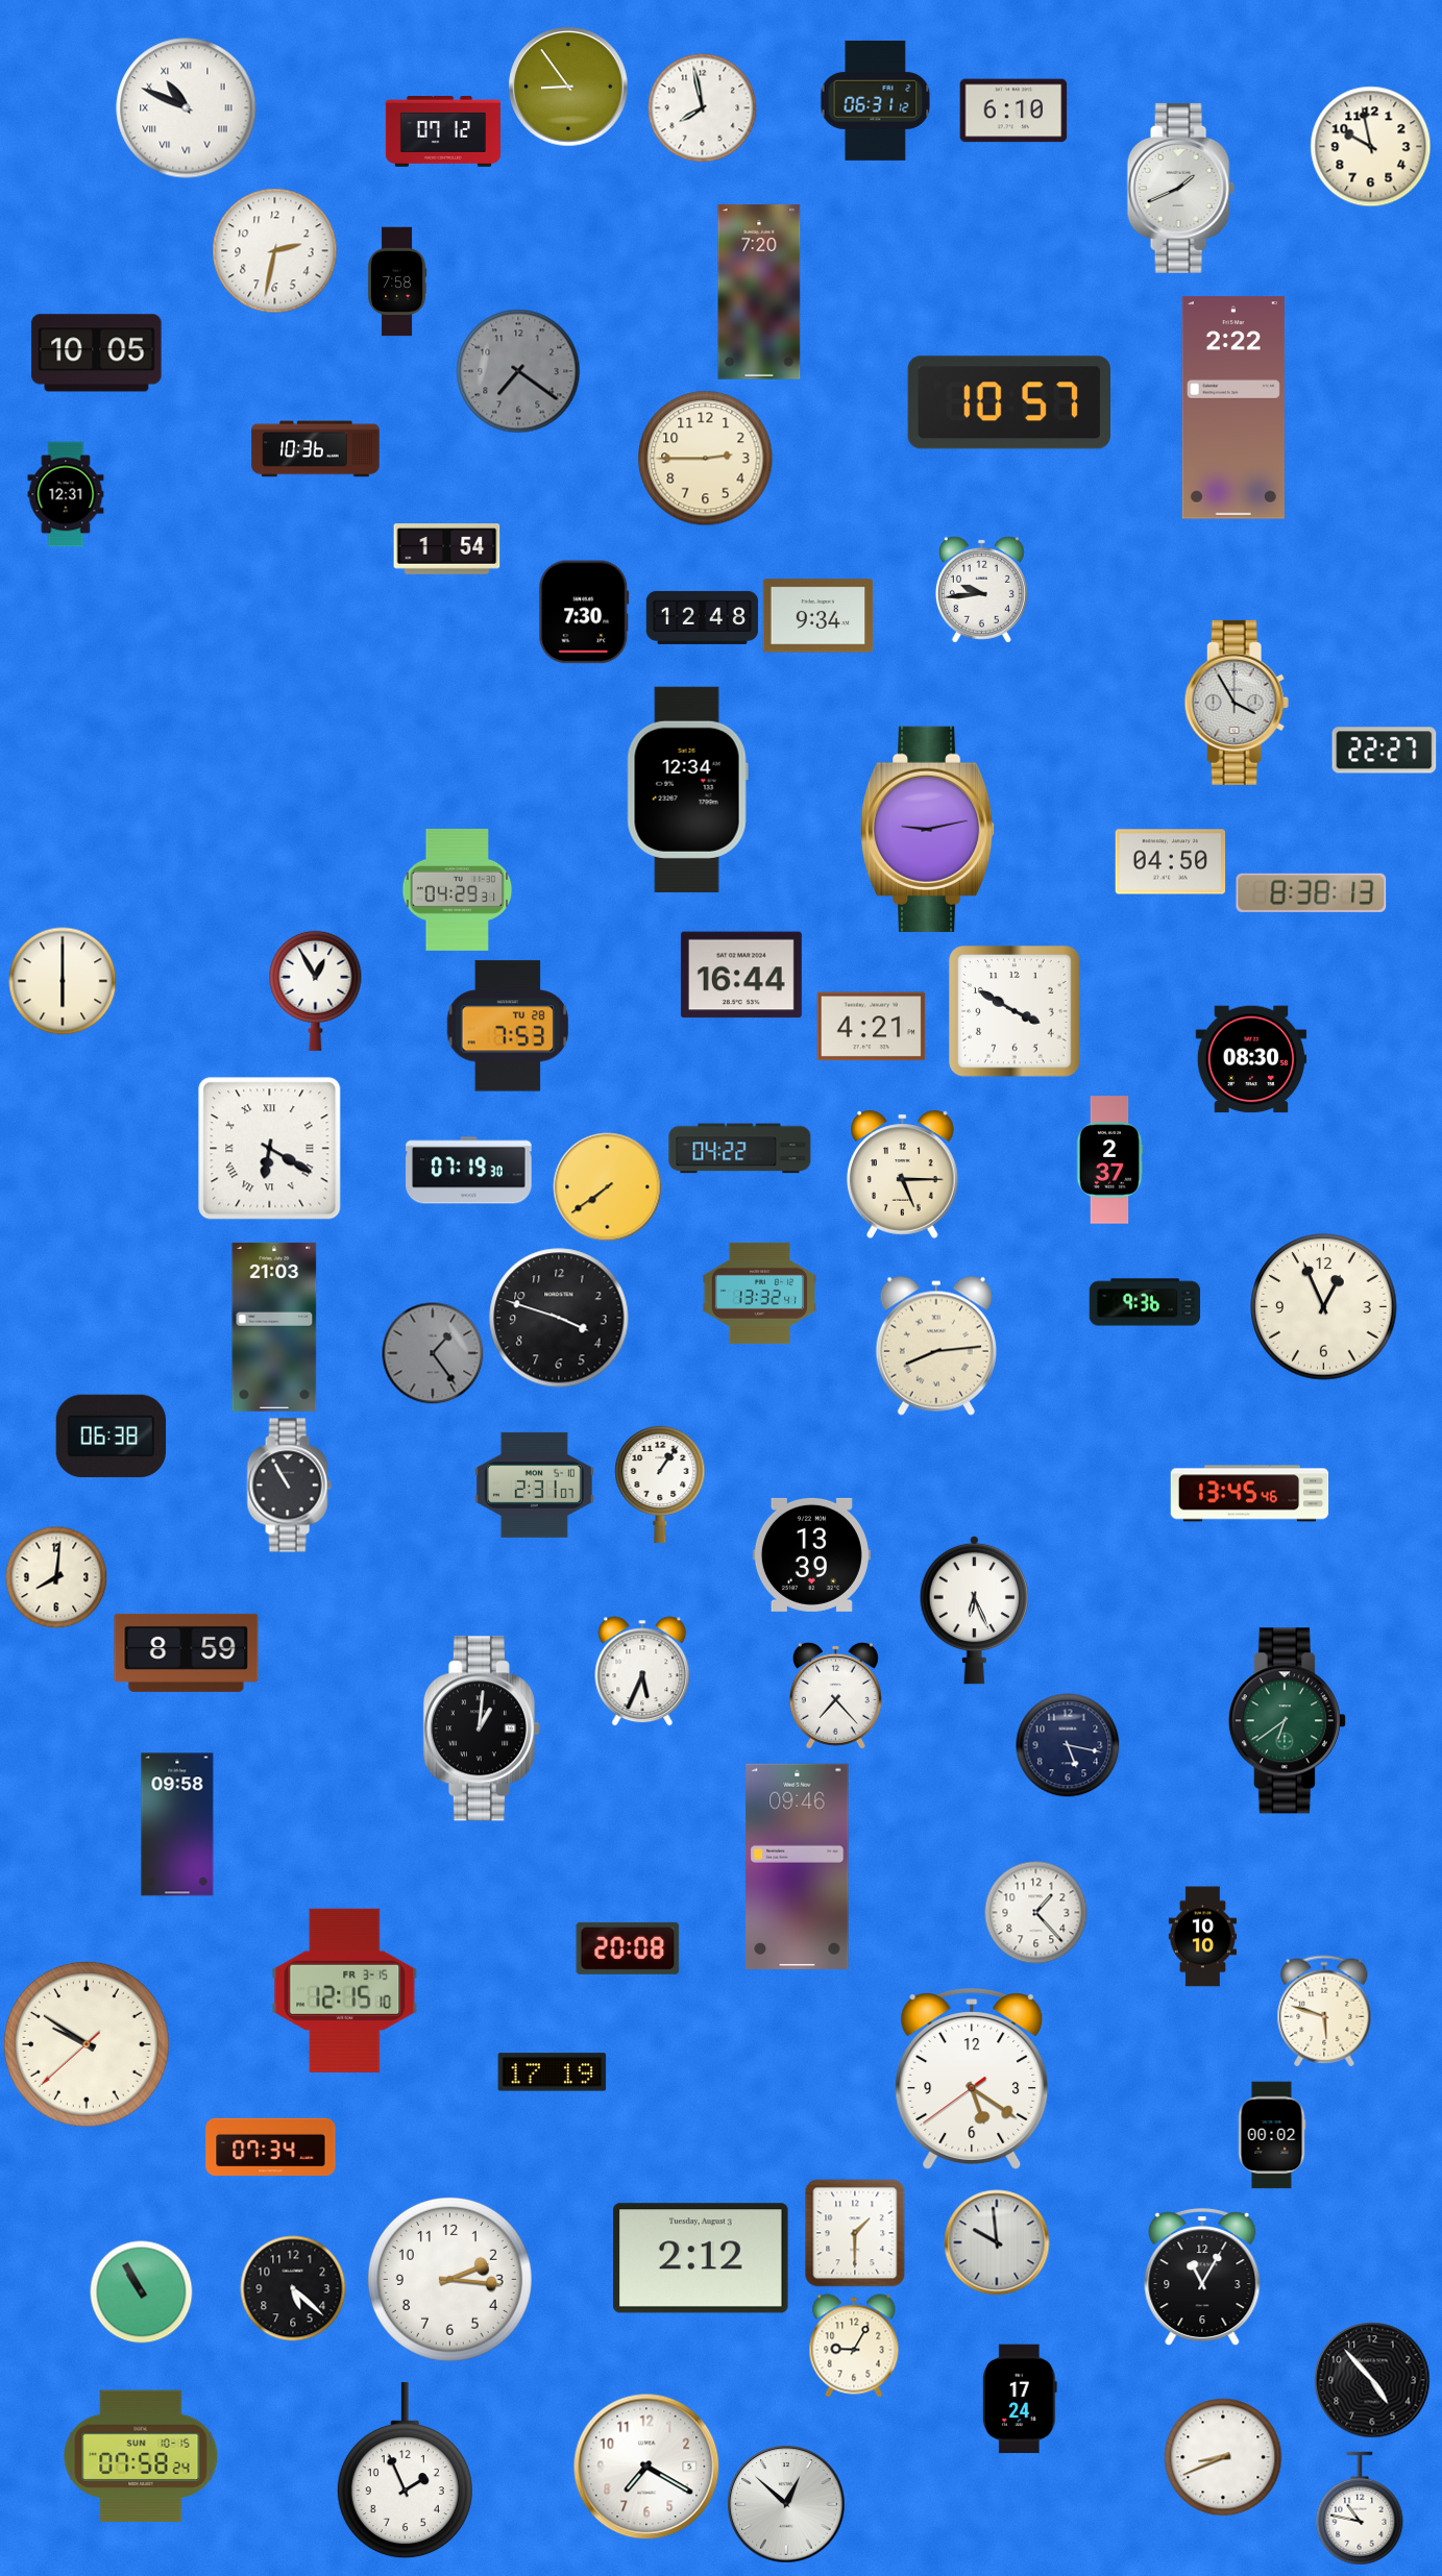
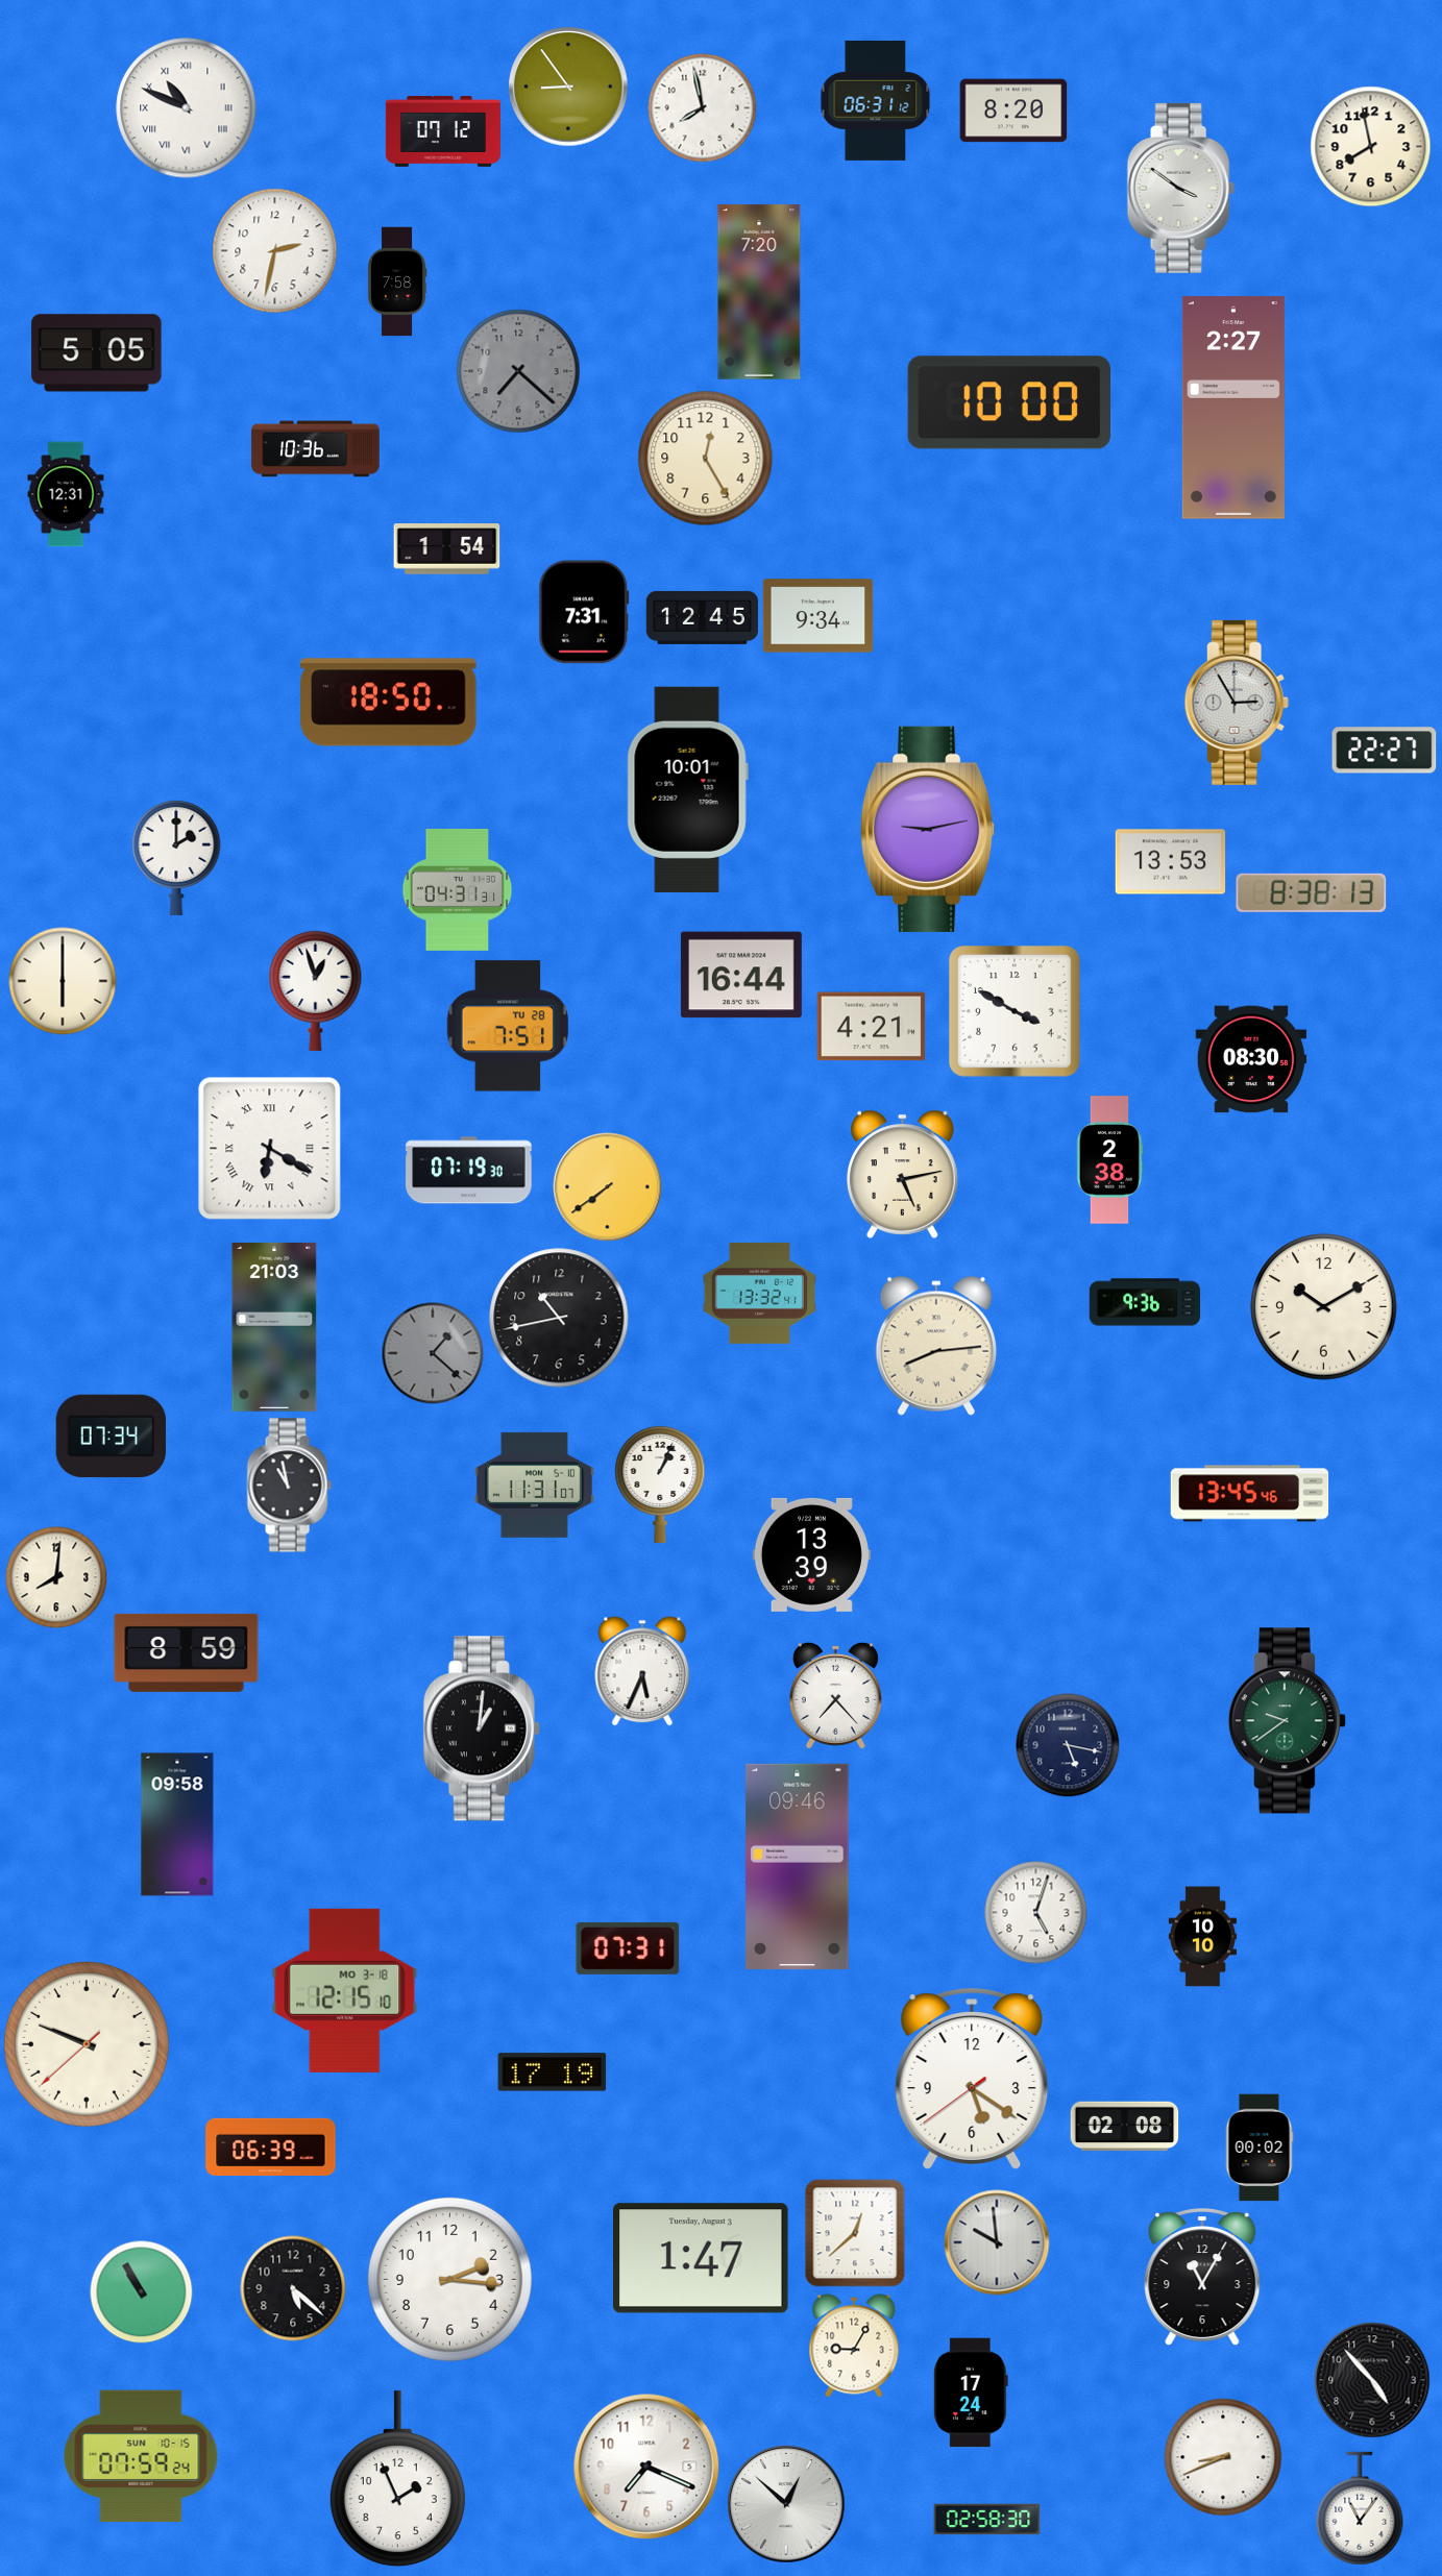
clock at (1013, 111): 6:10 -> 8:20
clock at (1371, 147): 9:58 -> 7:58
clock at (1180, 188): 1:41 -> 3:51
clock at (97, 353): 10:05 -> 5:05
clock at (518, 371): 7:21 -> 7:22
clock at (1008, 402): 10:57 -> 10:00
clock at (1233, 408): 2:22 -> 2:27
clock at (706, 459): 2:45 -> 12:25
clock at (981, 589): 9:44 -> none
clock at (584, 612): 7:30 -> 7:31
clock at (703, 617): 12:48 -> 12:45
clock at (389, 703): none -> 18:50
clock at (1237, 703): 3:55 -> 2:55
clock at (687, 789): 12:34 -> 10:01
clock at (176, 857): none -> 2:00
clock at (1171, 862): 04:50 -> 13:53
clock at (458, 890): 04:29 -> 04:31
clock at (316, 990): 12:55 -> 12:57
clock at (508, 1026): 7:53 -> 7:51
clock at (740, 1149): 04:22 -> none
clock at (1109, 1160): 2:37 -> 2:38
clock at (903, 1174): 5:15 -> 5:13
clock at (1324, 1307): 12:56 -> 10:10
clock at (559, 1318): 3:48 -> 10:43
clock at (433, 1353): 1:24 -> 1:22
clock at (112, 1437): 06:38 -> 07:34
clock at (660, 1483): 1:06 -> 1:04
clock at (534, 1485): 2:31 -> 11:31
clock at (289, 1486): 10:55 -> 10:58
clock at (974, 1610): 6:26 -> none
clock at (1287, 1721): 6:39 -> 9:39
clock at (1036, 1913): 1:23 -> 5:03
clock at (628, 1948): 20:08 -> 07:31
clock at (345, 1990) date: FR 3-15 -> MO 3-18
clock at (1324, 2011): 5:48 -> none
clock at (87, 2044): 9:50 -> 9:48
clock at (1125, 2127): none -> 02:08
clock at (1272, 2135) position: (1272, 2135) -> (1260, 2148)
clock at (271, 2146): 07:34 -> 06:39
clock at (855, 2233): 1:30 -> 12:38
clock at (702, 2258): 2:12 -> 1:47
clock at (1020, 2399) position: (1020, 2399) -> (971, 2393)
clock at (141, 2456): 07:58 -> 07:59
clock at (646, 2467): 7:20 -> 7:19
clock at (405, 2471) position: (405, 2471) -> (397, 2479)
clock at (1360, 2508): 10:47 -> 11:06
clock at (987, 2520): none -> 02:58
